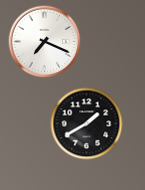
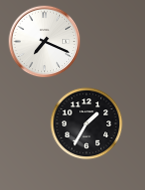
clock at (87, 124): 1:40 -> 1:35
